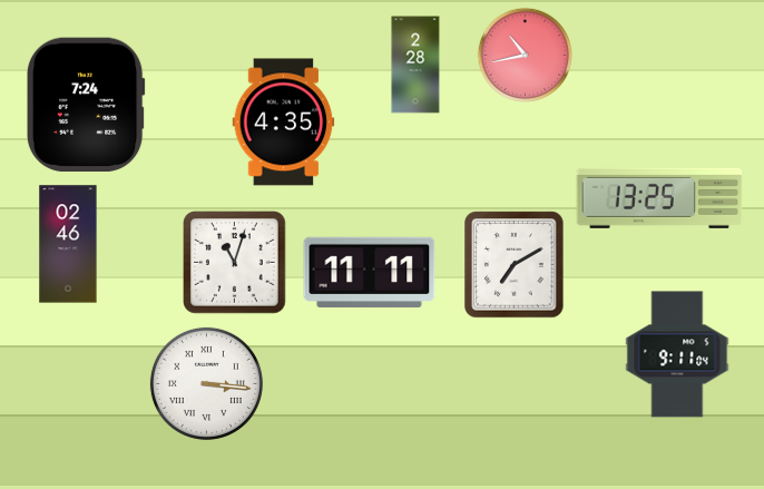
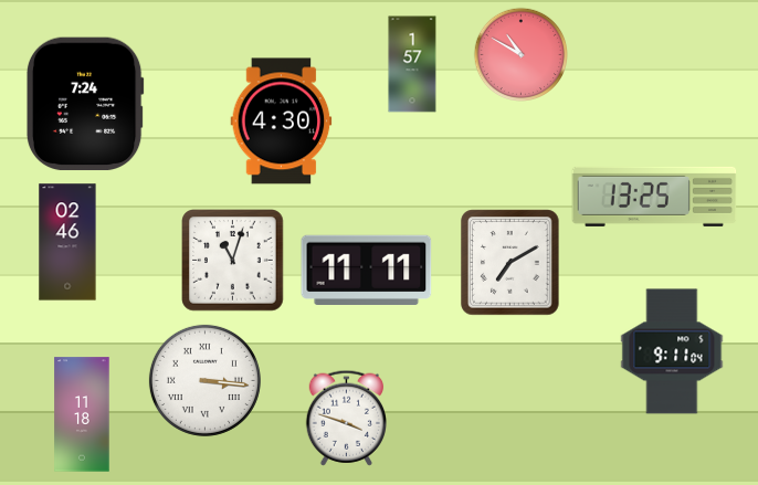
clock at (525, 55): 10:43 -> 10:50
clock at (415, 65): 2:28 -> 1:57
clock at (284, 123): 4:35 -> 4:30
clock at (82, 414): none -> 11:18
clock at (346, 418): none -> 3:48
